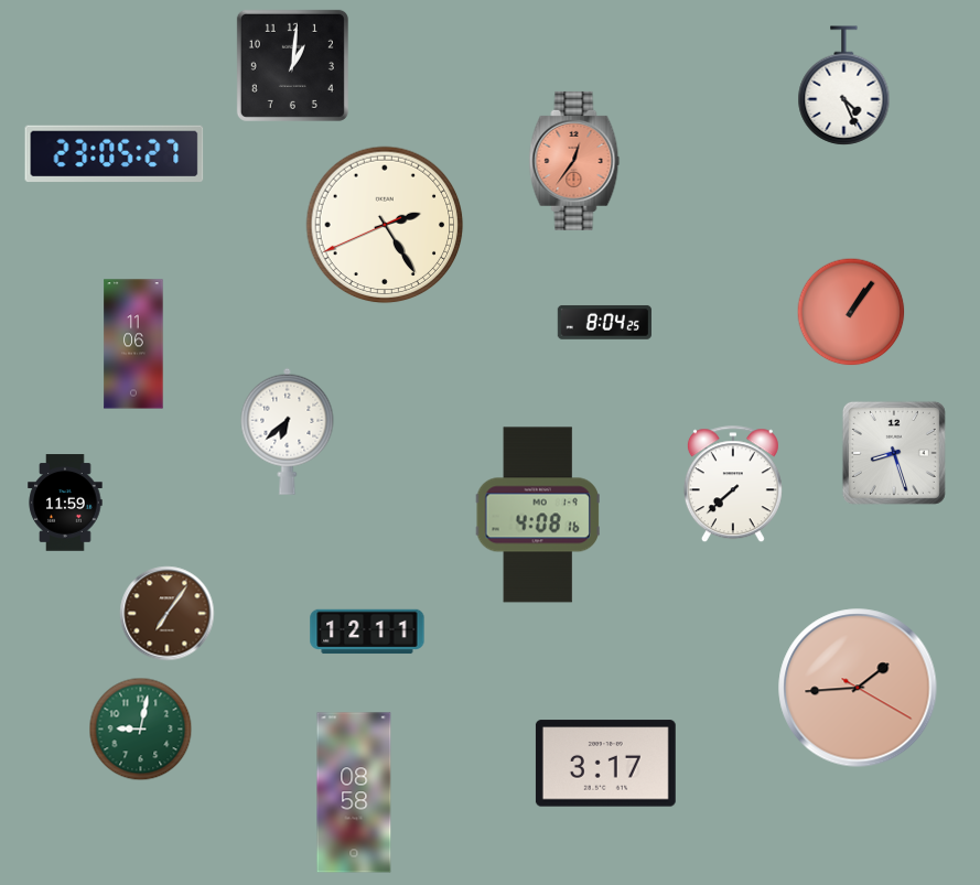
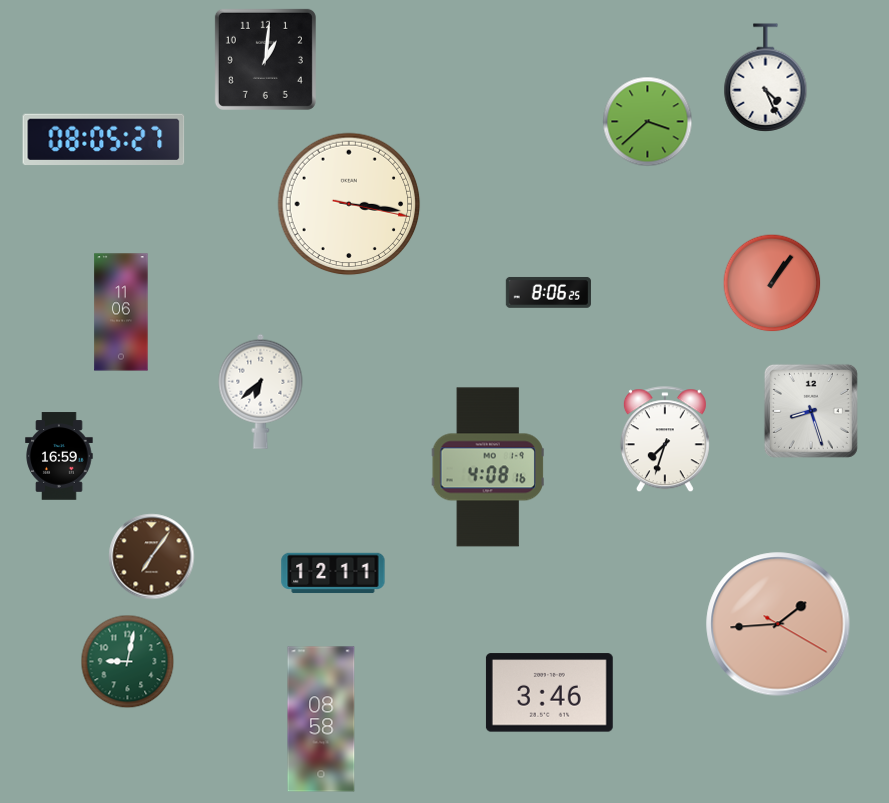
clock at (648, 122): none -> 3:38
clock at (115, 154): 23:05 -> 08:05
clock at (574, 161): 12:36 -> none
clock at (385, 225): 2:24 -> 3:16
clock at (604, 323): 8:04 -> 8:06
clock at (733, 485): 7:38 -> 7:33
clock at (65, 503): 11:59 -> 16:59
clock at (605, 764): 3:17 -> 3:46
